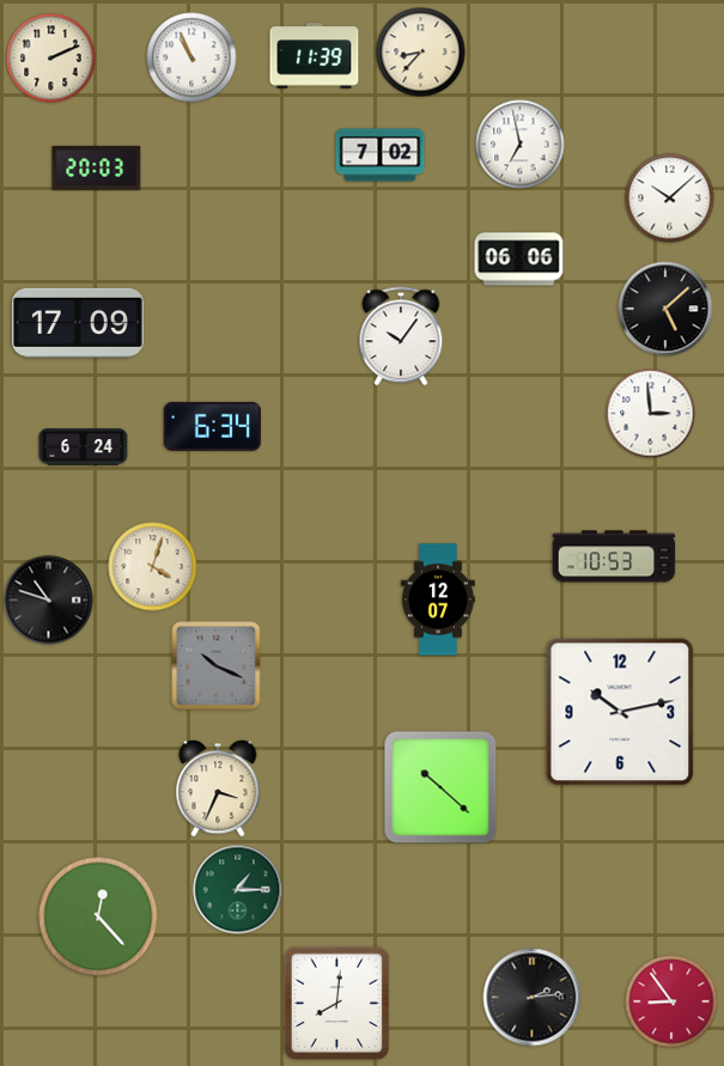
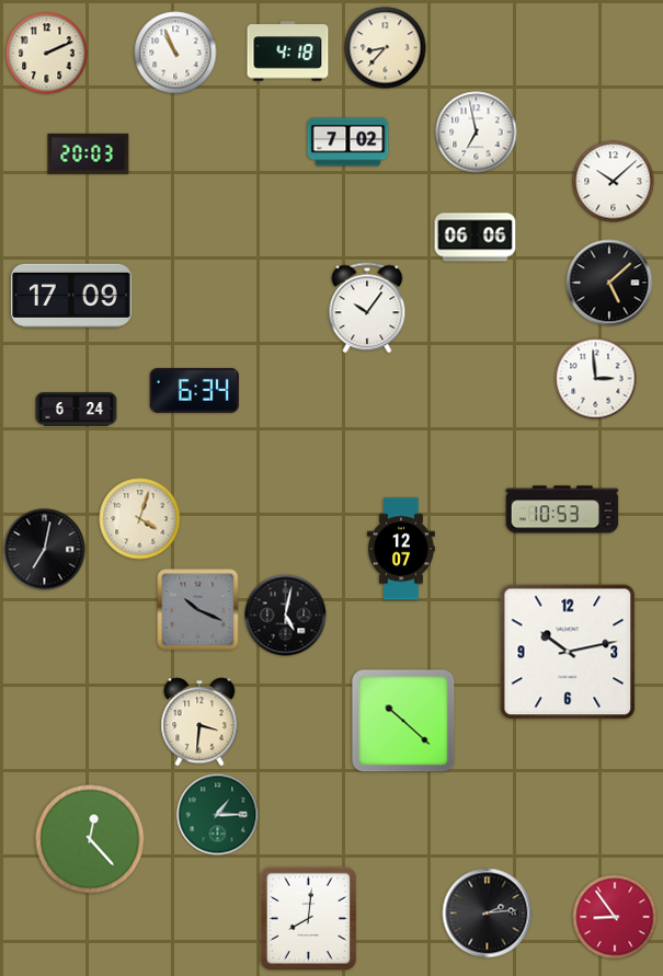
clock at (315, 56): 11:39 -> 4:18
clock at (49, 601): 10:48 -> 7:02
clock at (286, 616): none -> 5:02
clock at (218, 788): 3:34 -> 3:31
